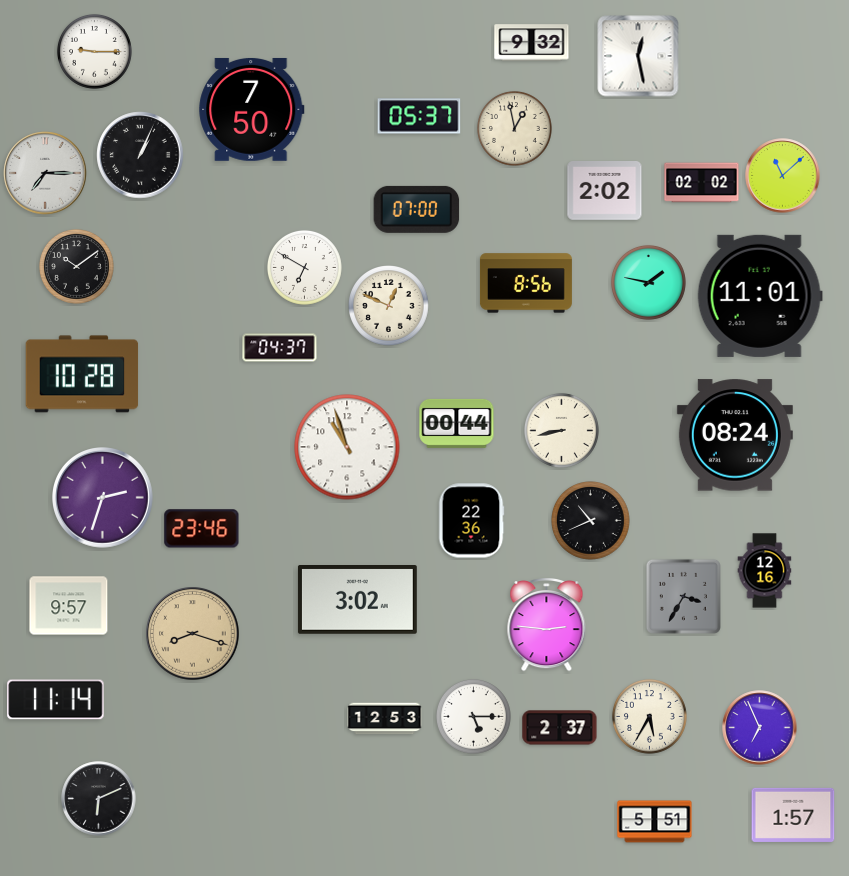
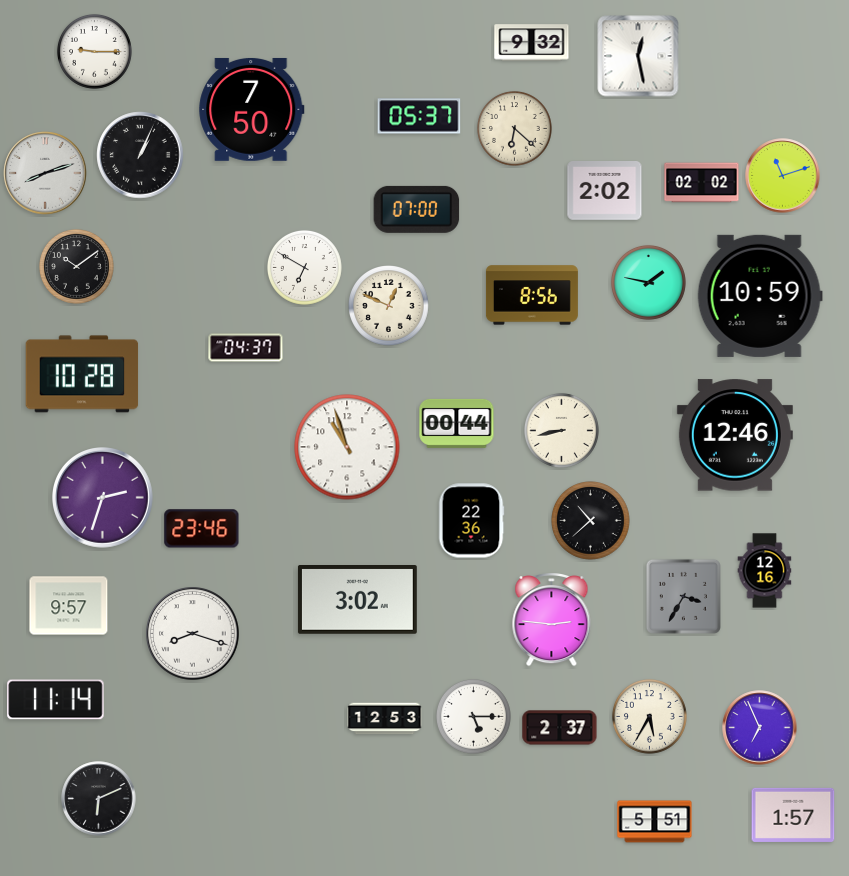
clock at (514, 128): 12:58 -> 6:22
clock at (45, 173): 7:15 -> 8:12
clock at (783, 176): 11:08 -> 11:12
clock at (526, 283) position: (526, 283) -> (532, 295)
clock at (760, 296): 11:01 -> 10:59
clock at (280, 348) position: (280, 348) -> (246, 348)
clock at (735, 435): 08:24 -> 12:46
clock at (591, 521): 10:41 -> 10:38
clock at (547, 624) position: (547, 624) -> (552, 619)
clock at (193, 634) dial: champagne -> white
